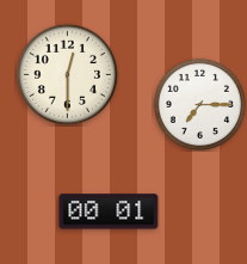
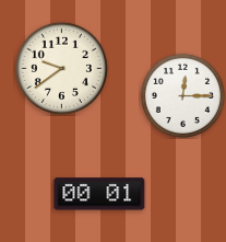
clock at (67, 74): 12:30 -> 9:39
clock at (199, 104): 7:15 -> 12:15
